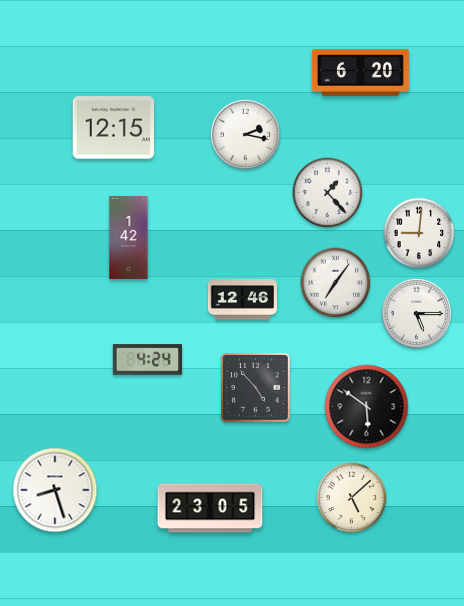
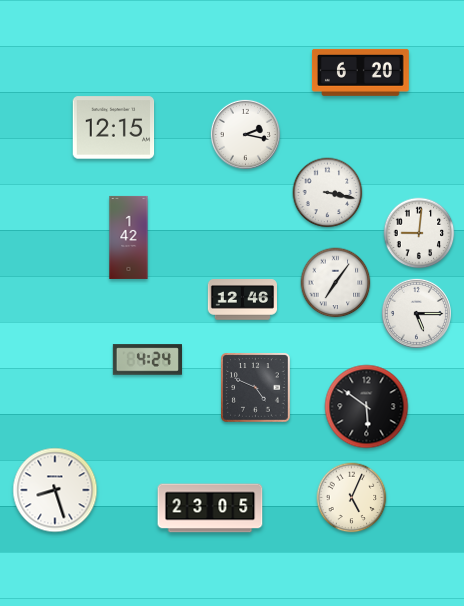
clock at (328, 193): 1:23 -> 3:17
clock at (256, 388): 4:53 -> 4:49
clock at (352, 498): 5:08 -> 5:04
